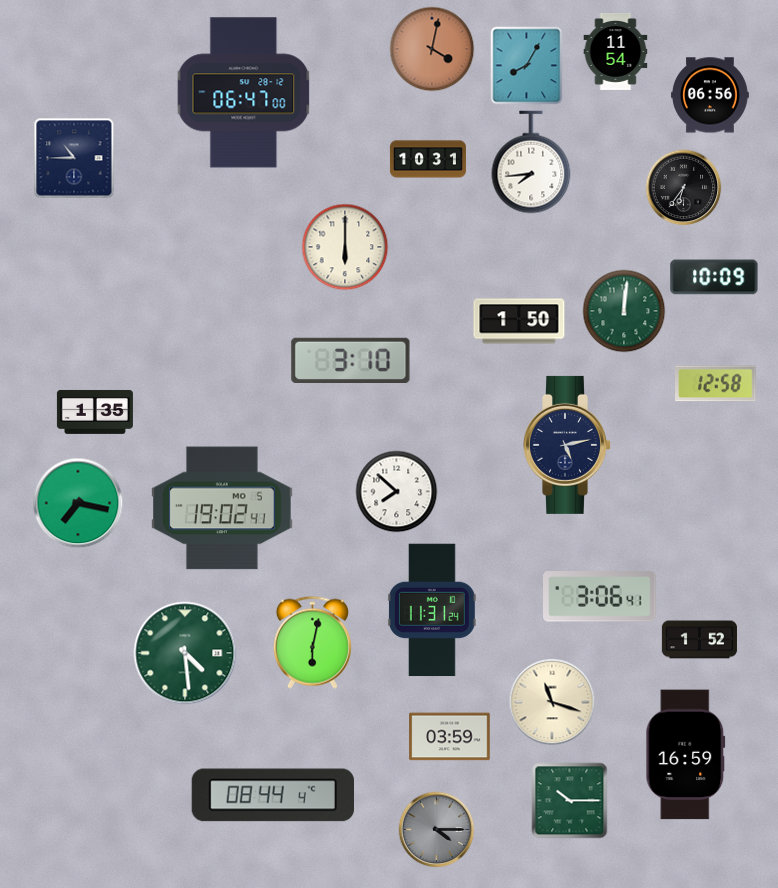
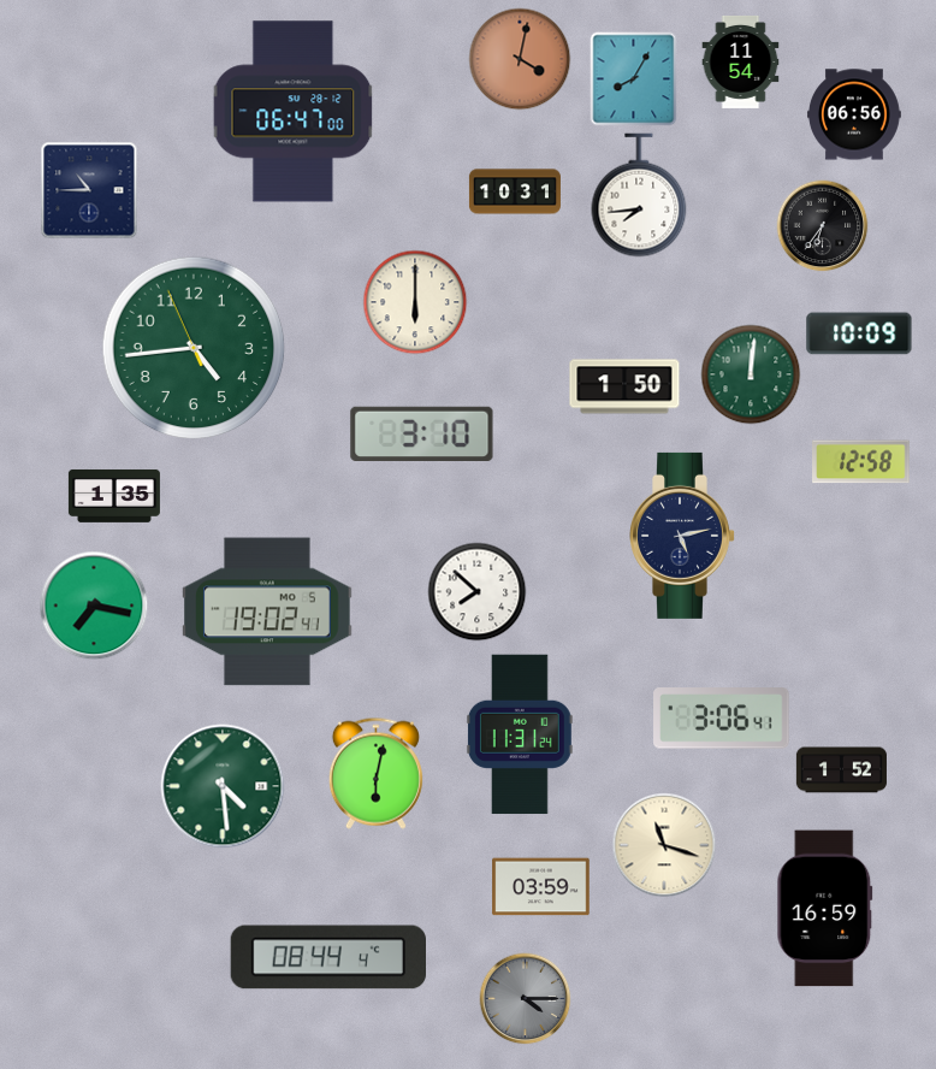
clock at (345, 247) position: (345, 247) -> (415, 302)
clock at (194, 348): none -> 4:43
clock at (570, 801): 10:15 -> none
